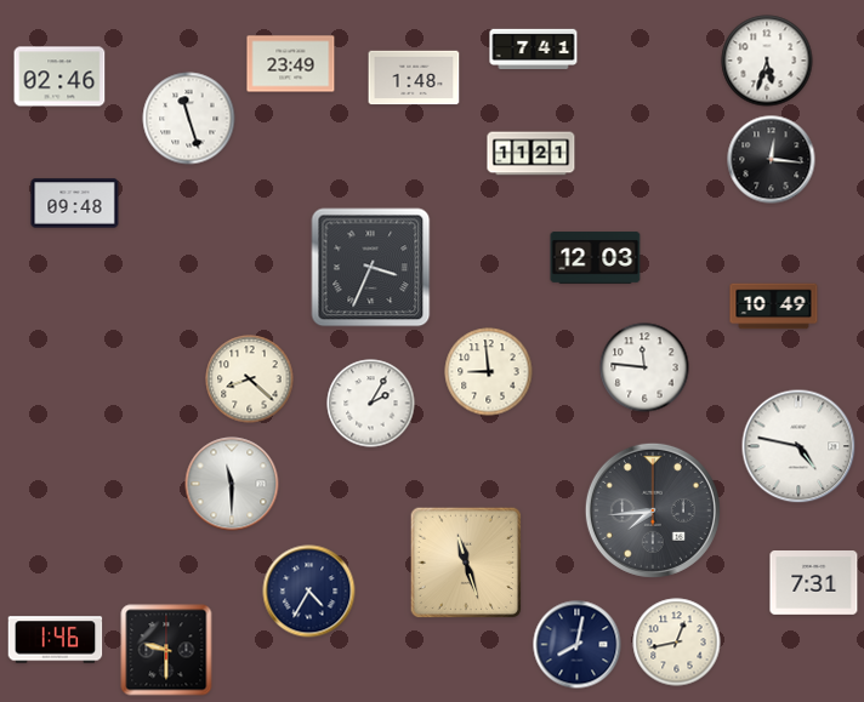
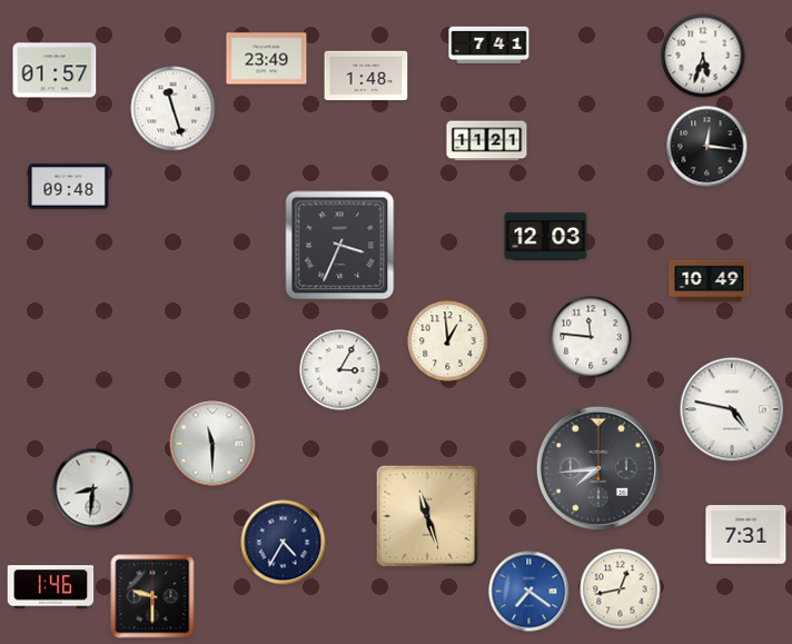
clock at (59, 76): 02:46 -> 01:57
clock at (414, 78) position: (414, 78) -> (366, 76)
clock at (489, 372): 8:59 -> 12:59
clock at (250, 379): 8:22 -> none
clock at (371, 404): 2:05 -> 3:05
clock at (93, 489): none -> 8:31
clock at (578, 645): 8:02 -> 7:21
clock at (578, 645) dial: navy -> blue
